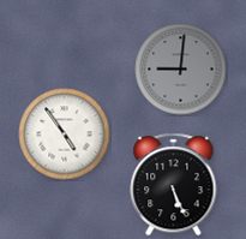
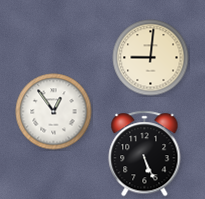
clock at (181, 70) dial: grey -> cream
clock at (65, 135): 4:54 -> 12:54
